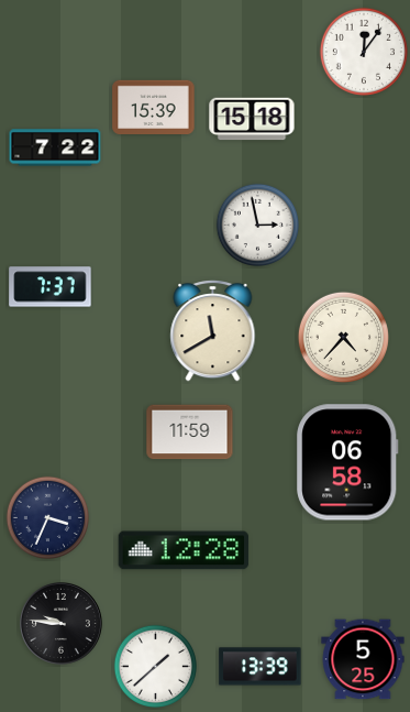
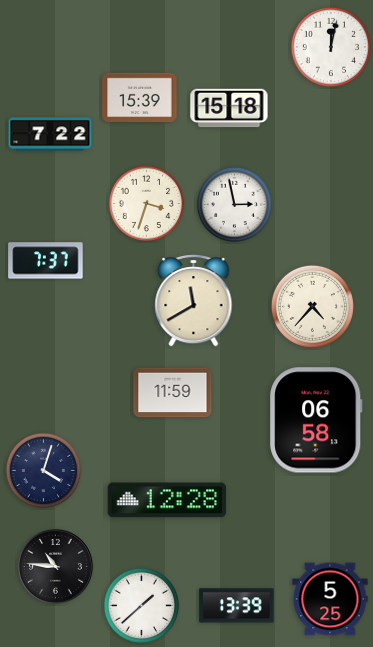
clock at (364, 52): 12:06 -> 12:02
clock at (146, 203): none -> 3:33
clock at (47, 517): 3:34 -> 4:03
clock at (62, 624): 9:46 -> 10:46
